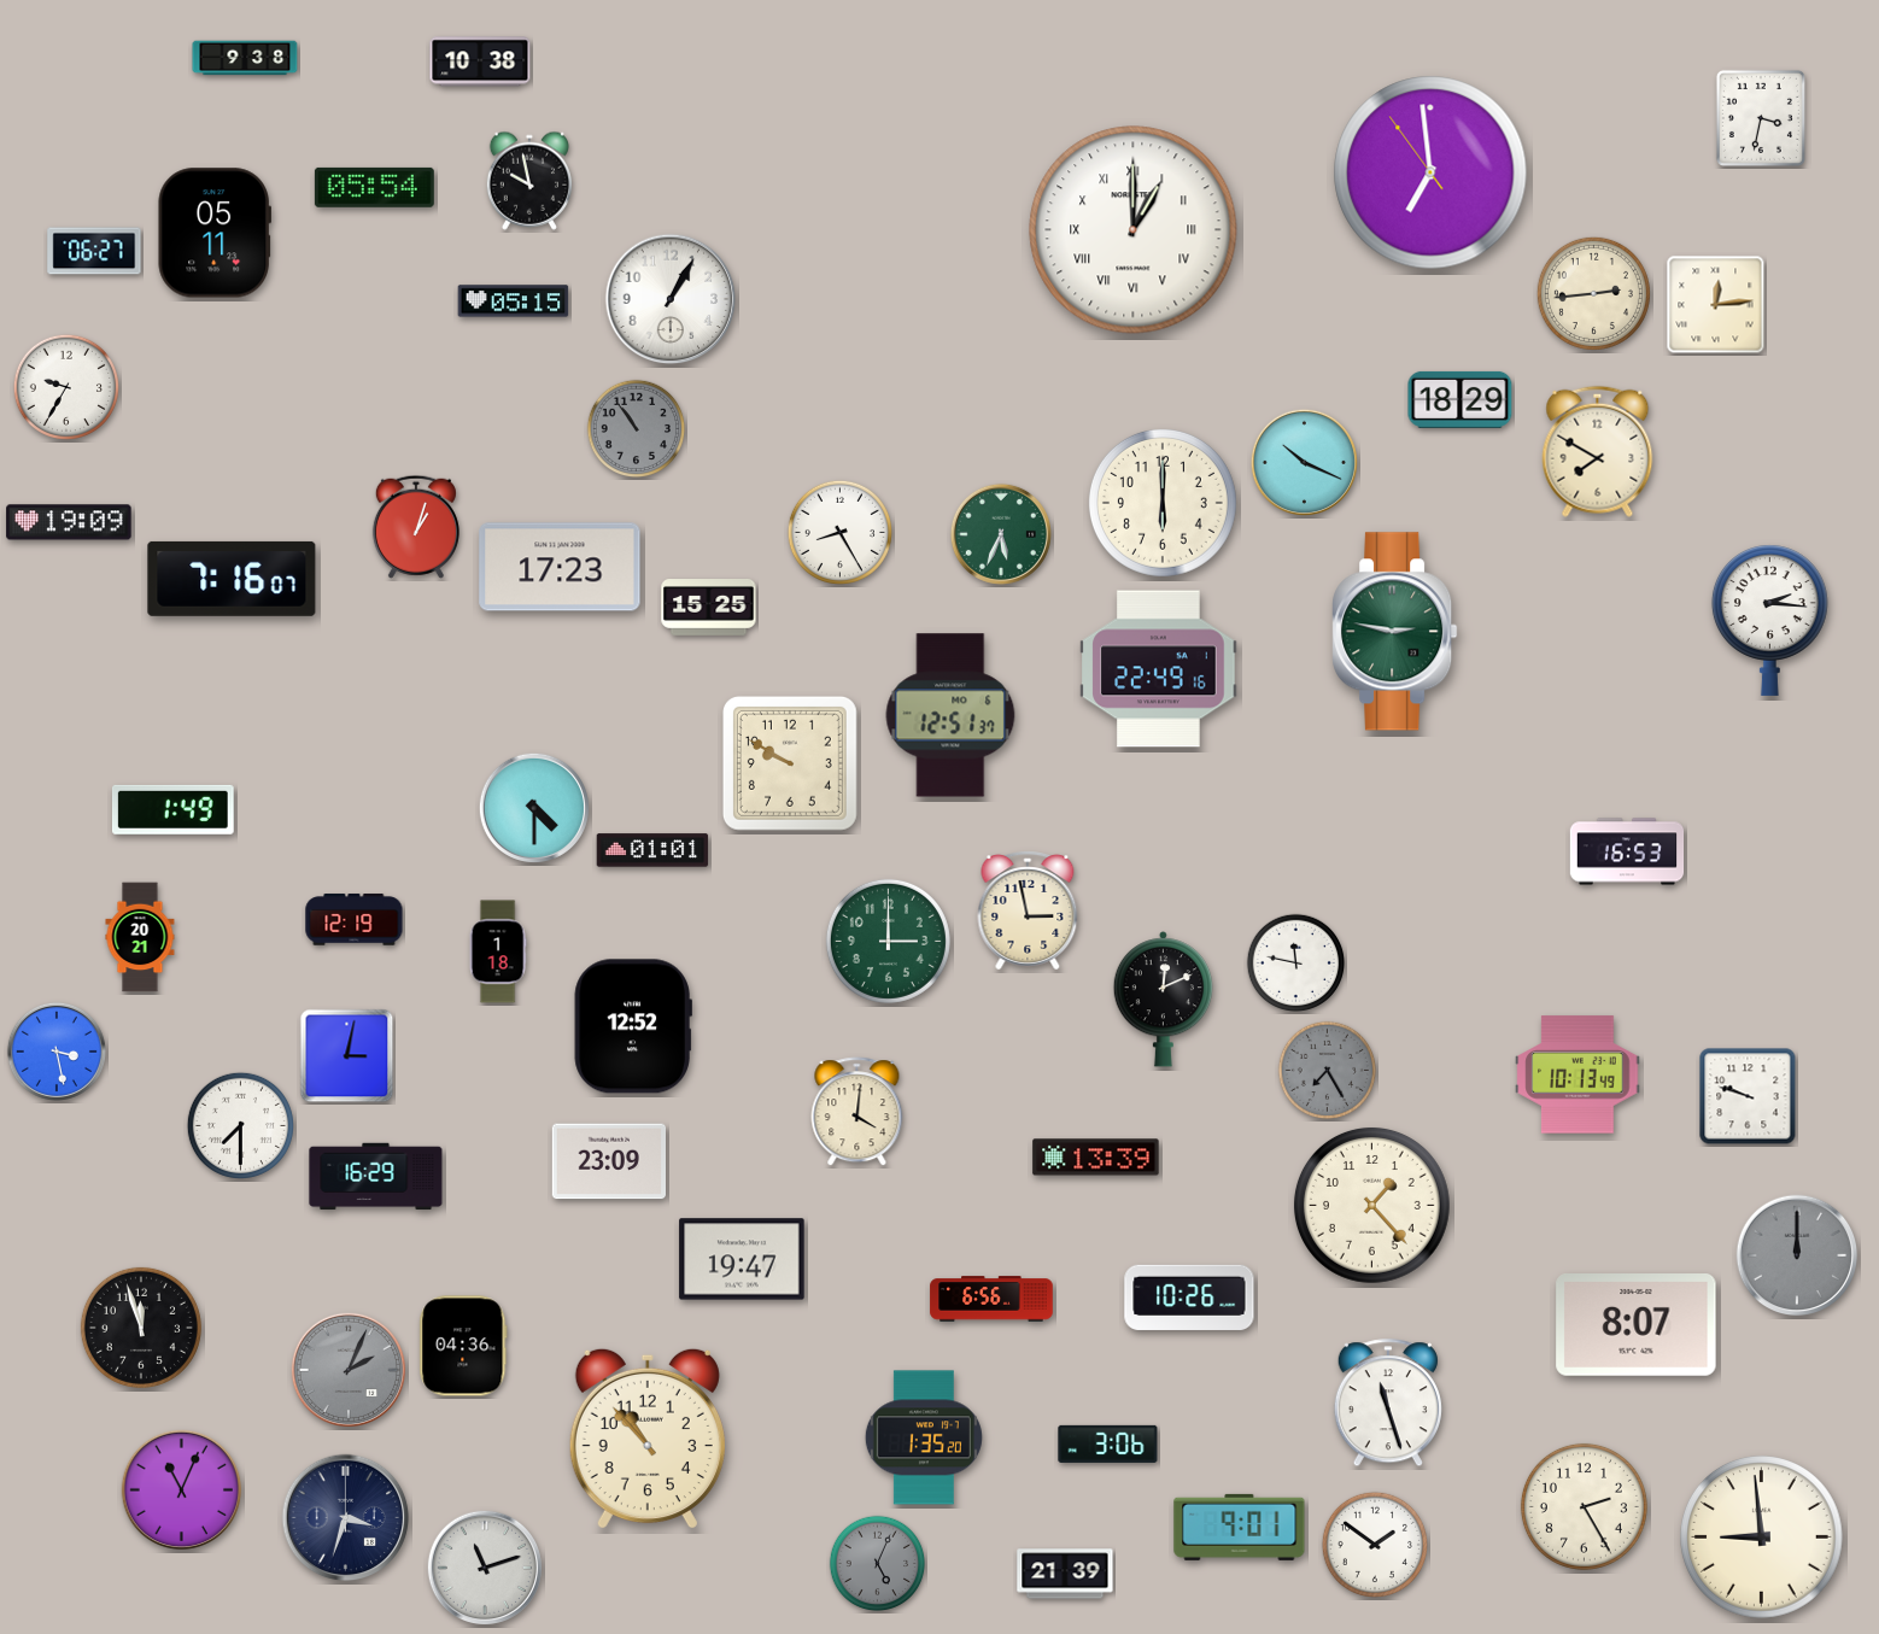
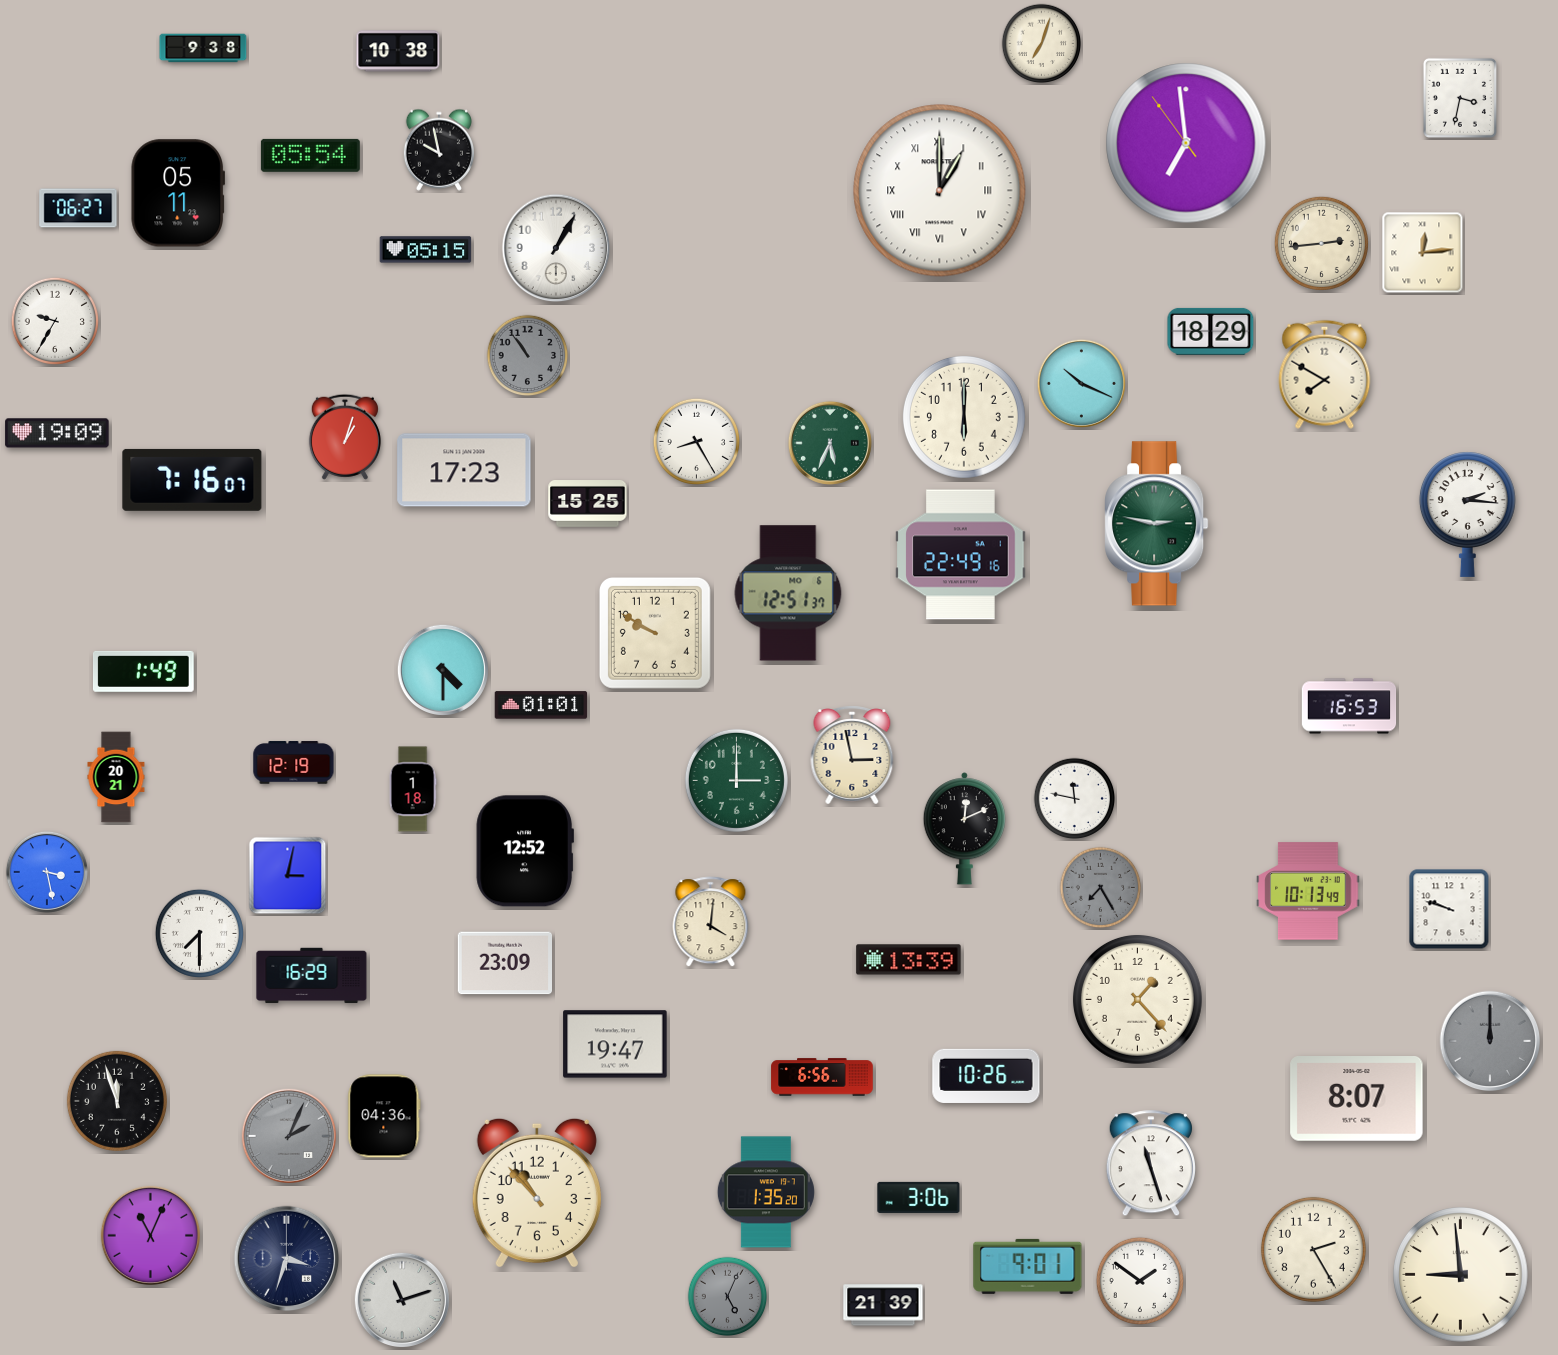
clock at (1042, 44): none -> 7:03
